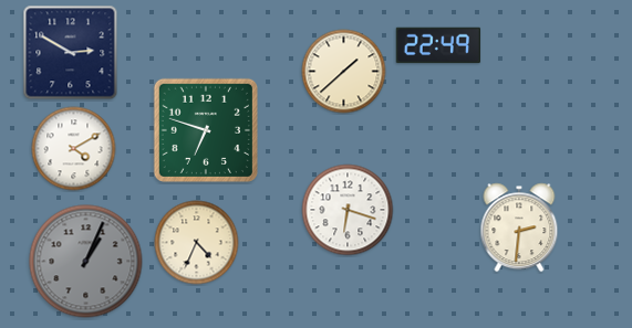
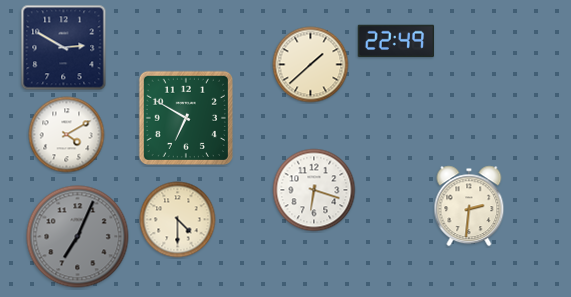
clock at (205, 129): 6:48 -> 6:50
clock at (197, 243): 4:34 -> 4:30
clock at (86, 262): 1:04 -> 7:04
